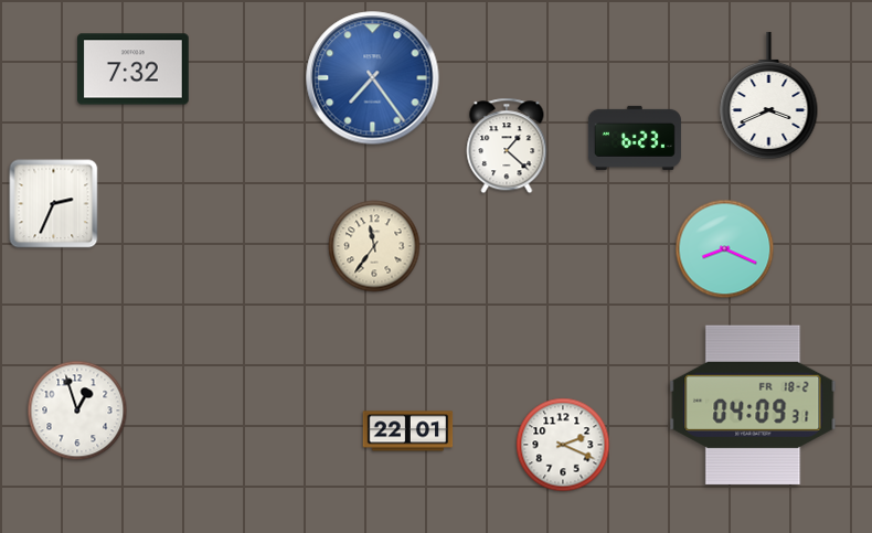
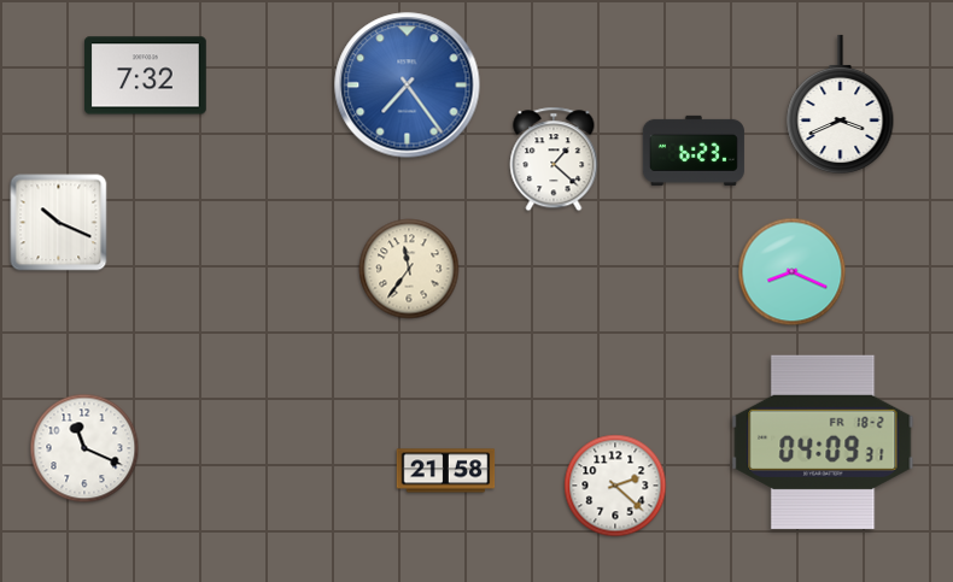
clock at (54, 204): 2:34 -> 10:19
clock at (77, 411): 12:57 -> 11:19
clock at (408, 431): 22:01 -> 21:58
clock at (563, 445): 2:19 -> 2:22
